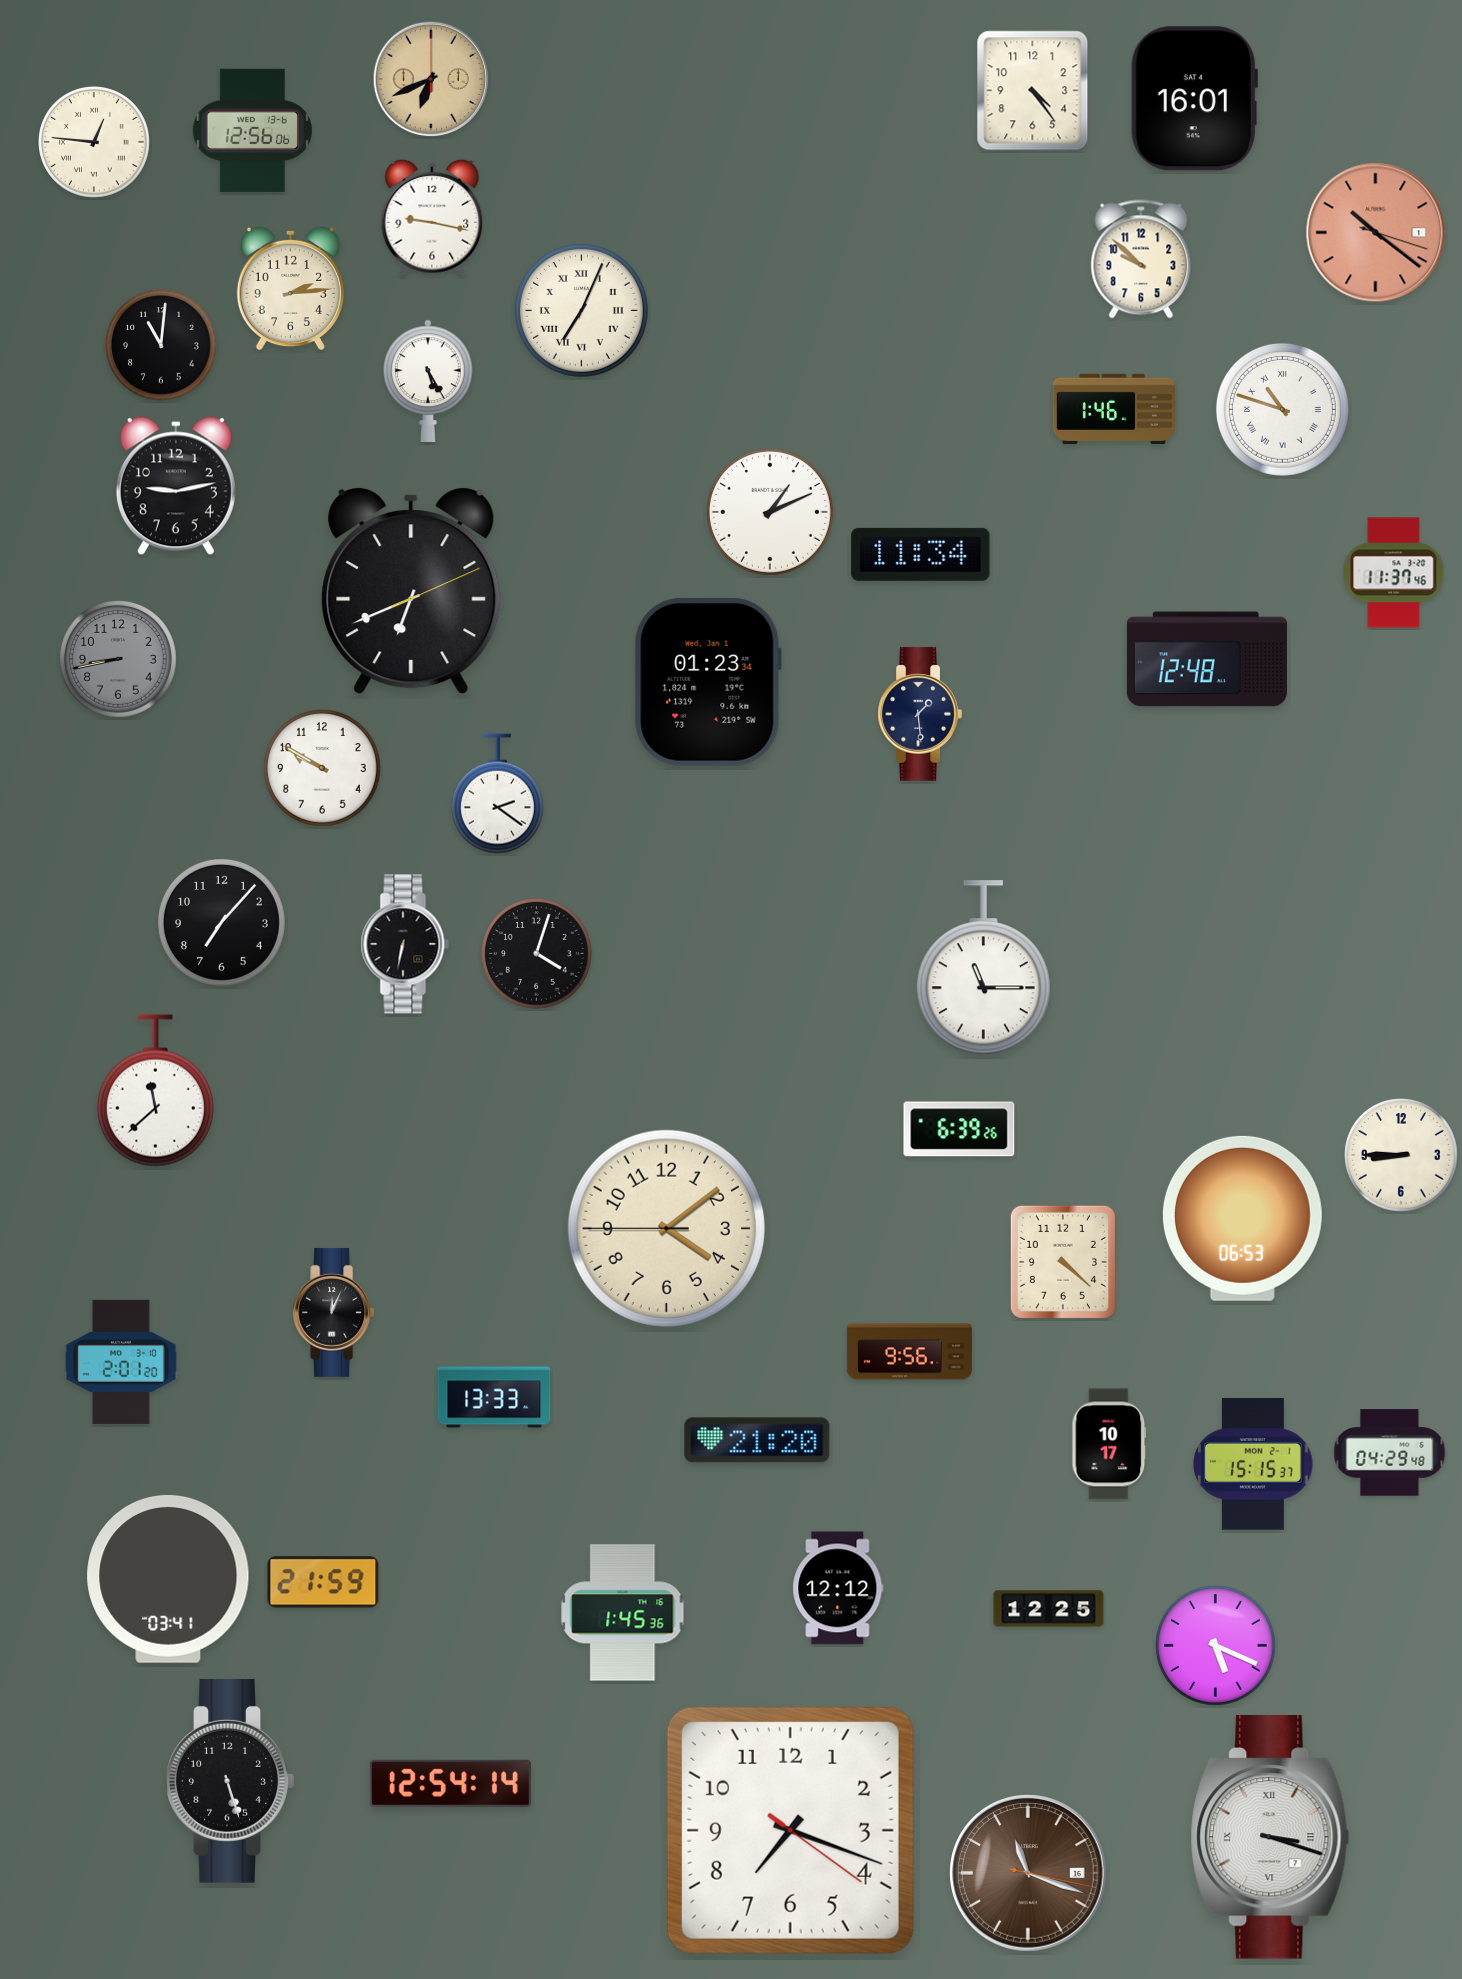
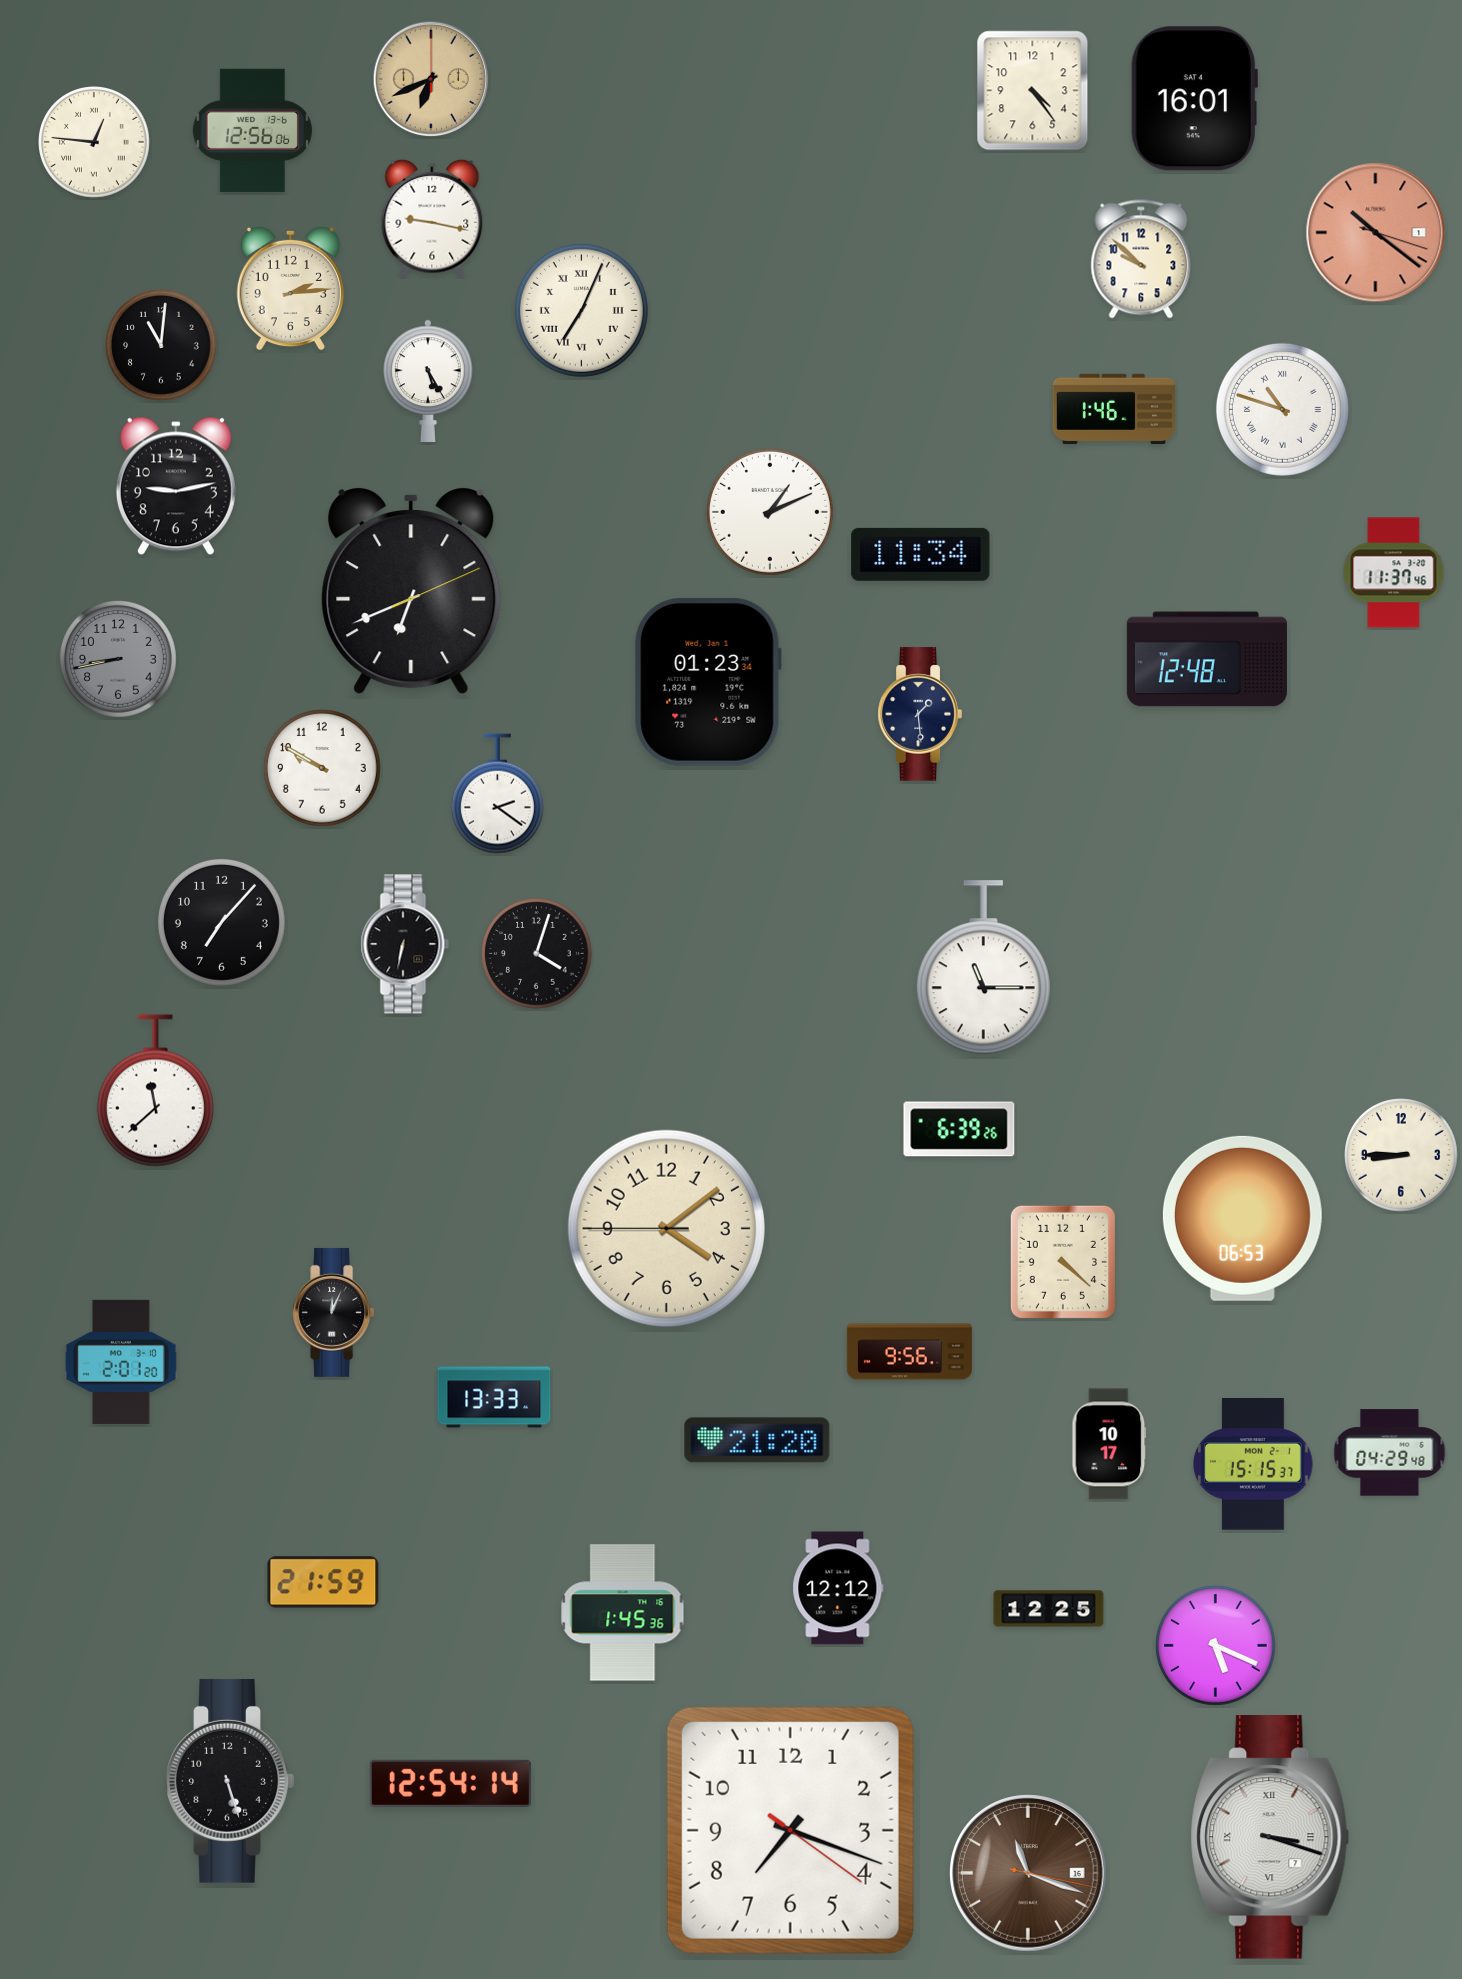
clock at (168, 1579): 03:41 -> none
